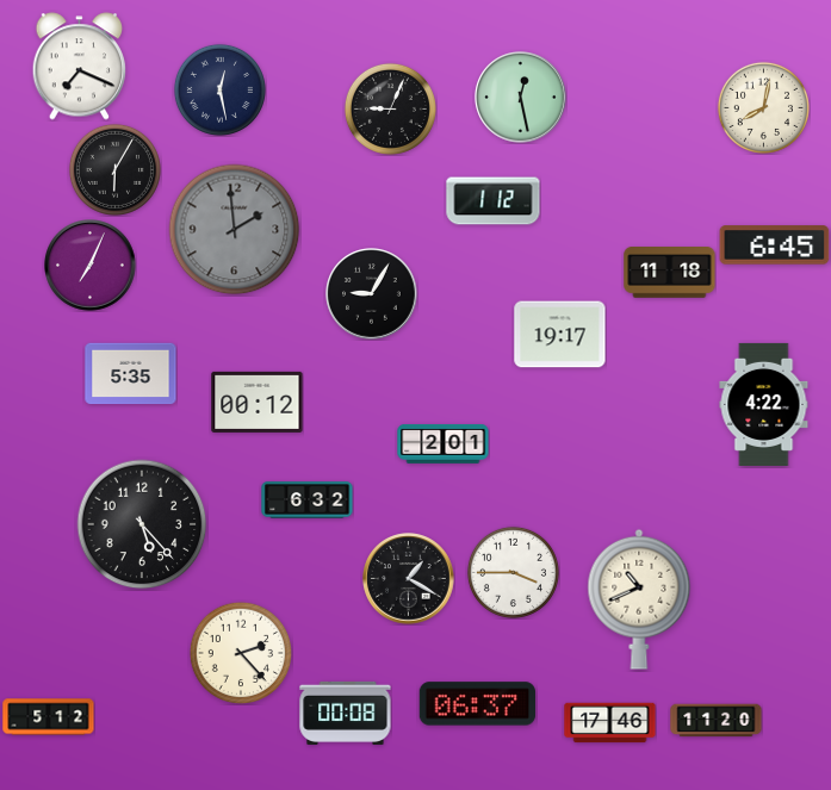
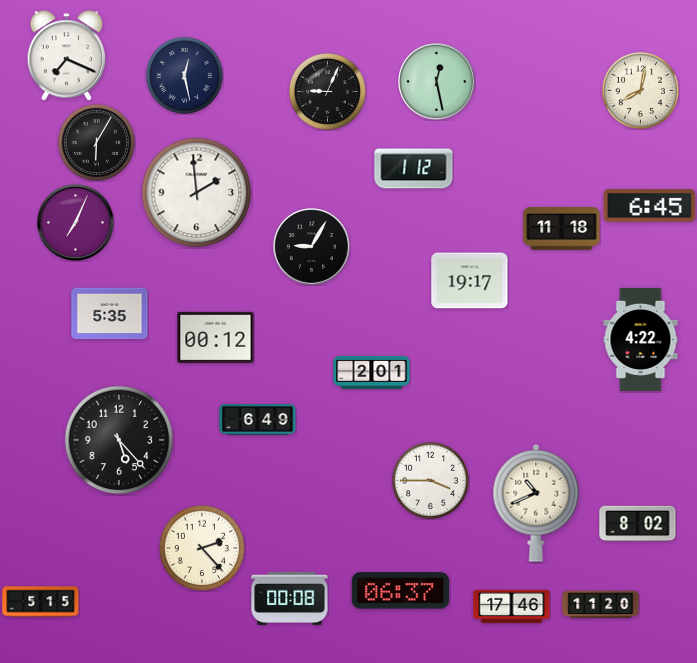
clock at (235, 230) dial: grey -> white
clock at (308, 500): 6:32 -> 6:49
clock at (409, 579): 1:20 -> none
clock at (638, 524): none -> 8:02
clock at (49, 717): 5:12 -> 5:15
